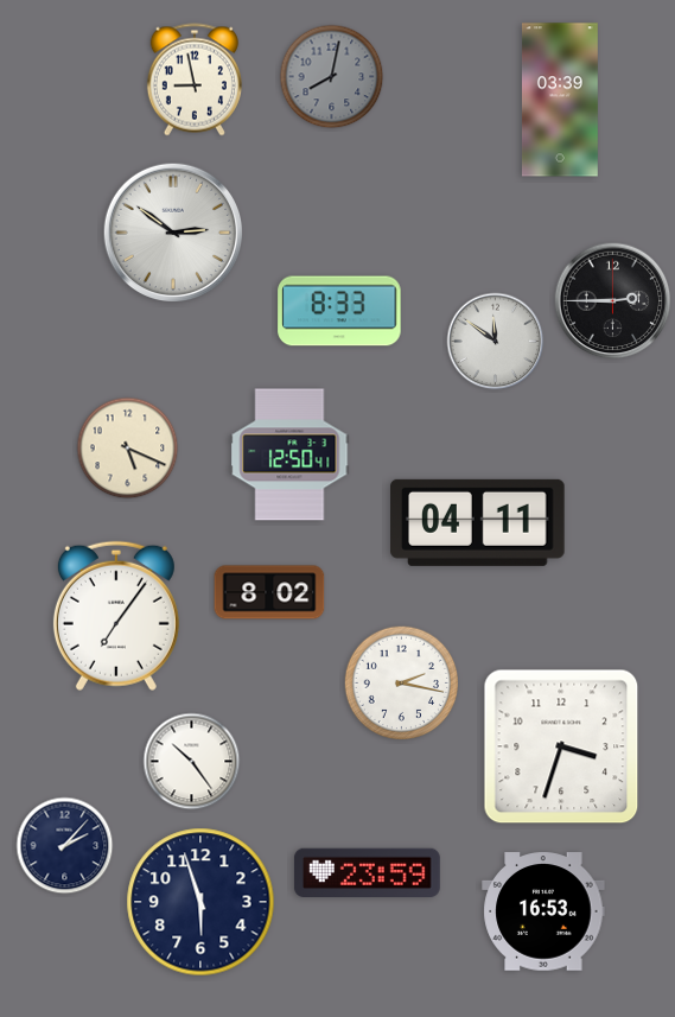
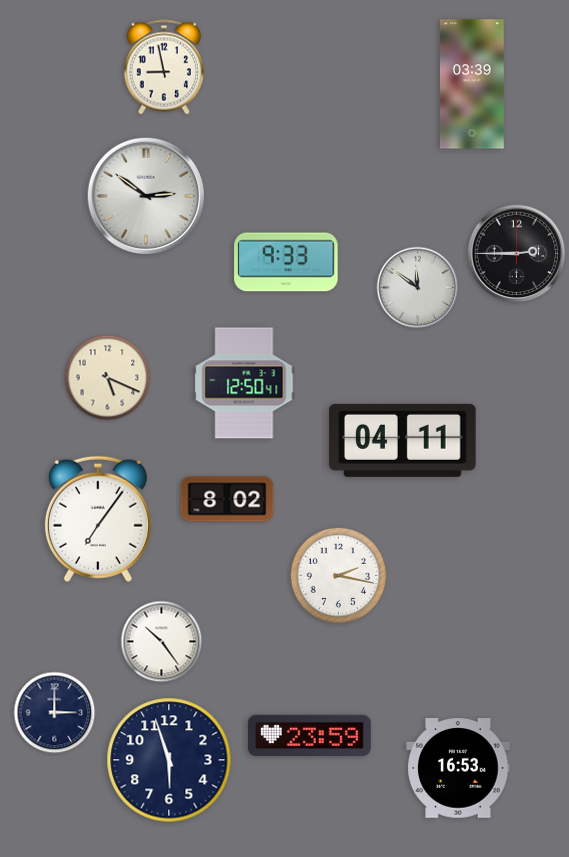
clock at (332, 77): 8:02 -> none
clock at (339, 311): 8:33 -> 9:33
clock at (561, 746): 3:33 -> none
clock at (65, 846): 2:07 -> 3:00
